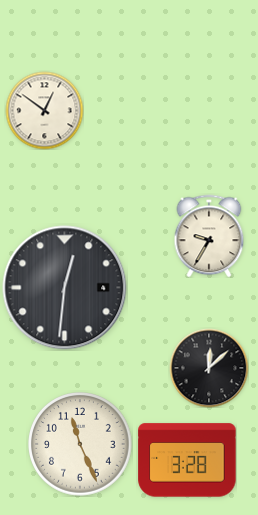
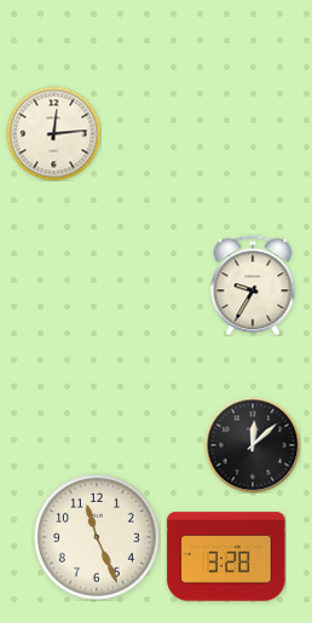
clock at (44, 110): 12:51 -> 12:14
clock at (65, 288): 12:31 -> none
